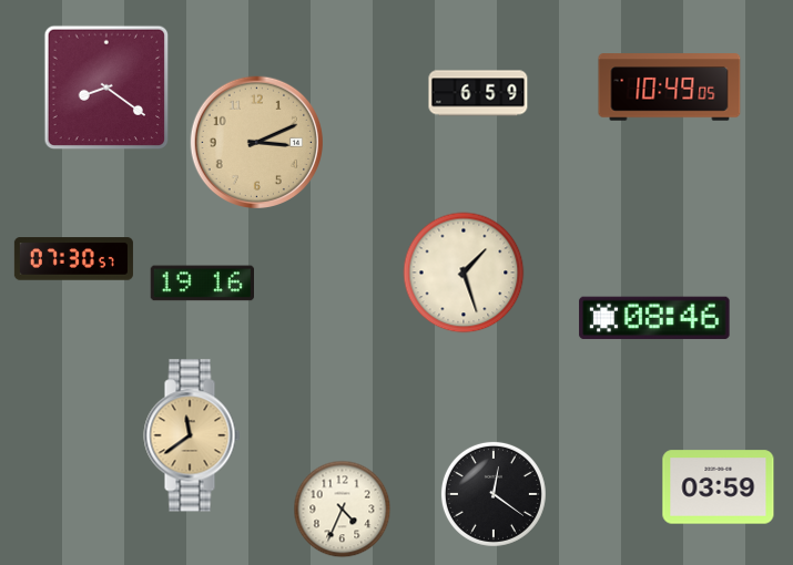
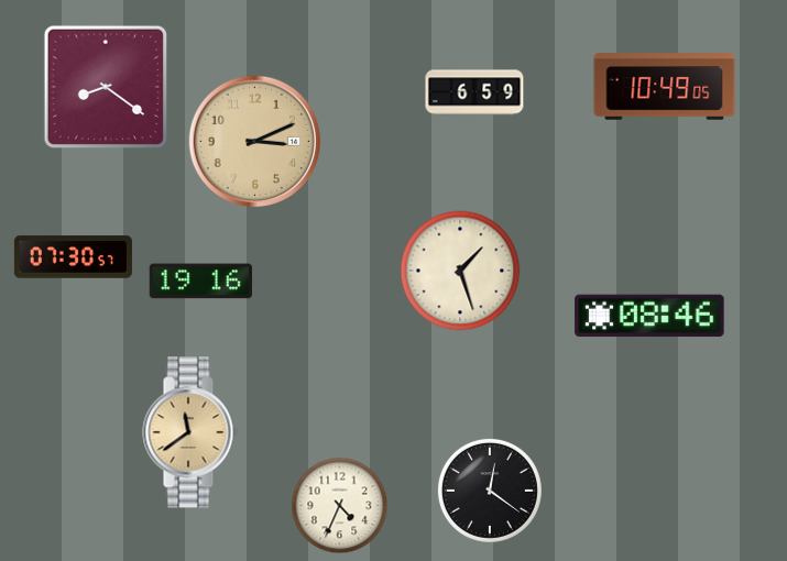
clock at (719, 487): 03:59 -> none
